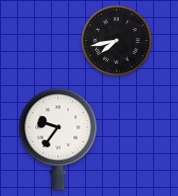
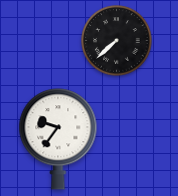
clock at (117, 41): 7:43 -> 7:38
